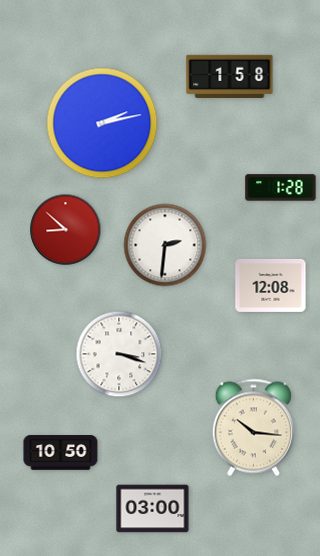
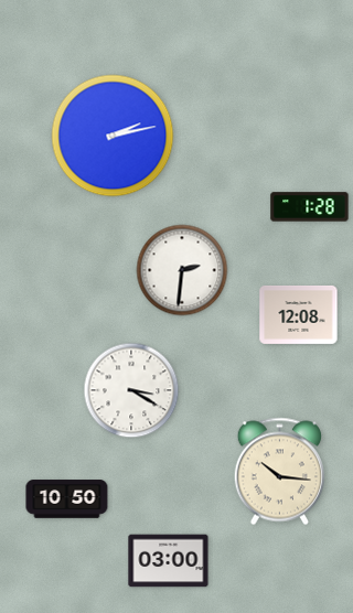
clock at (230, 76): 1:58 -> none
clock at (66, 230): 8:52 -> none
clock at (119, 354): 3:18 -> 3:20
